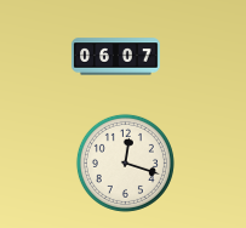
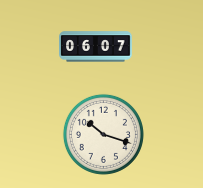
clock at (125, 163): 12:18 -> 10:18
